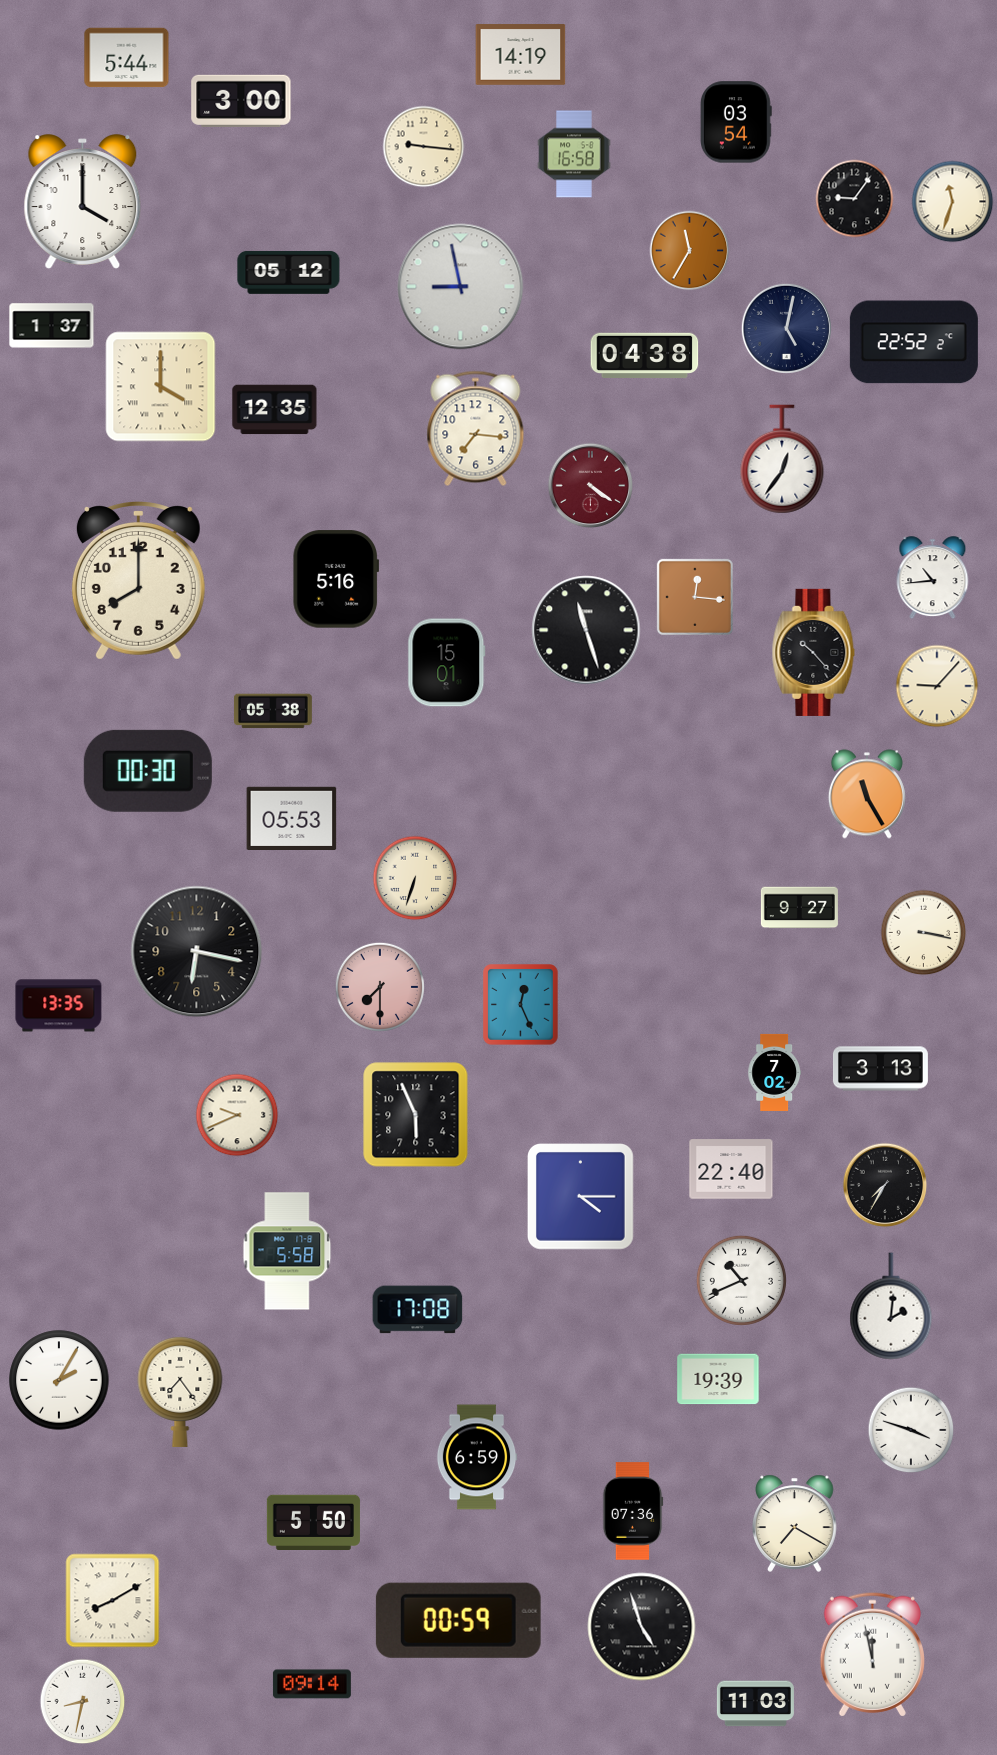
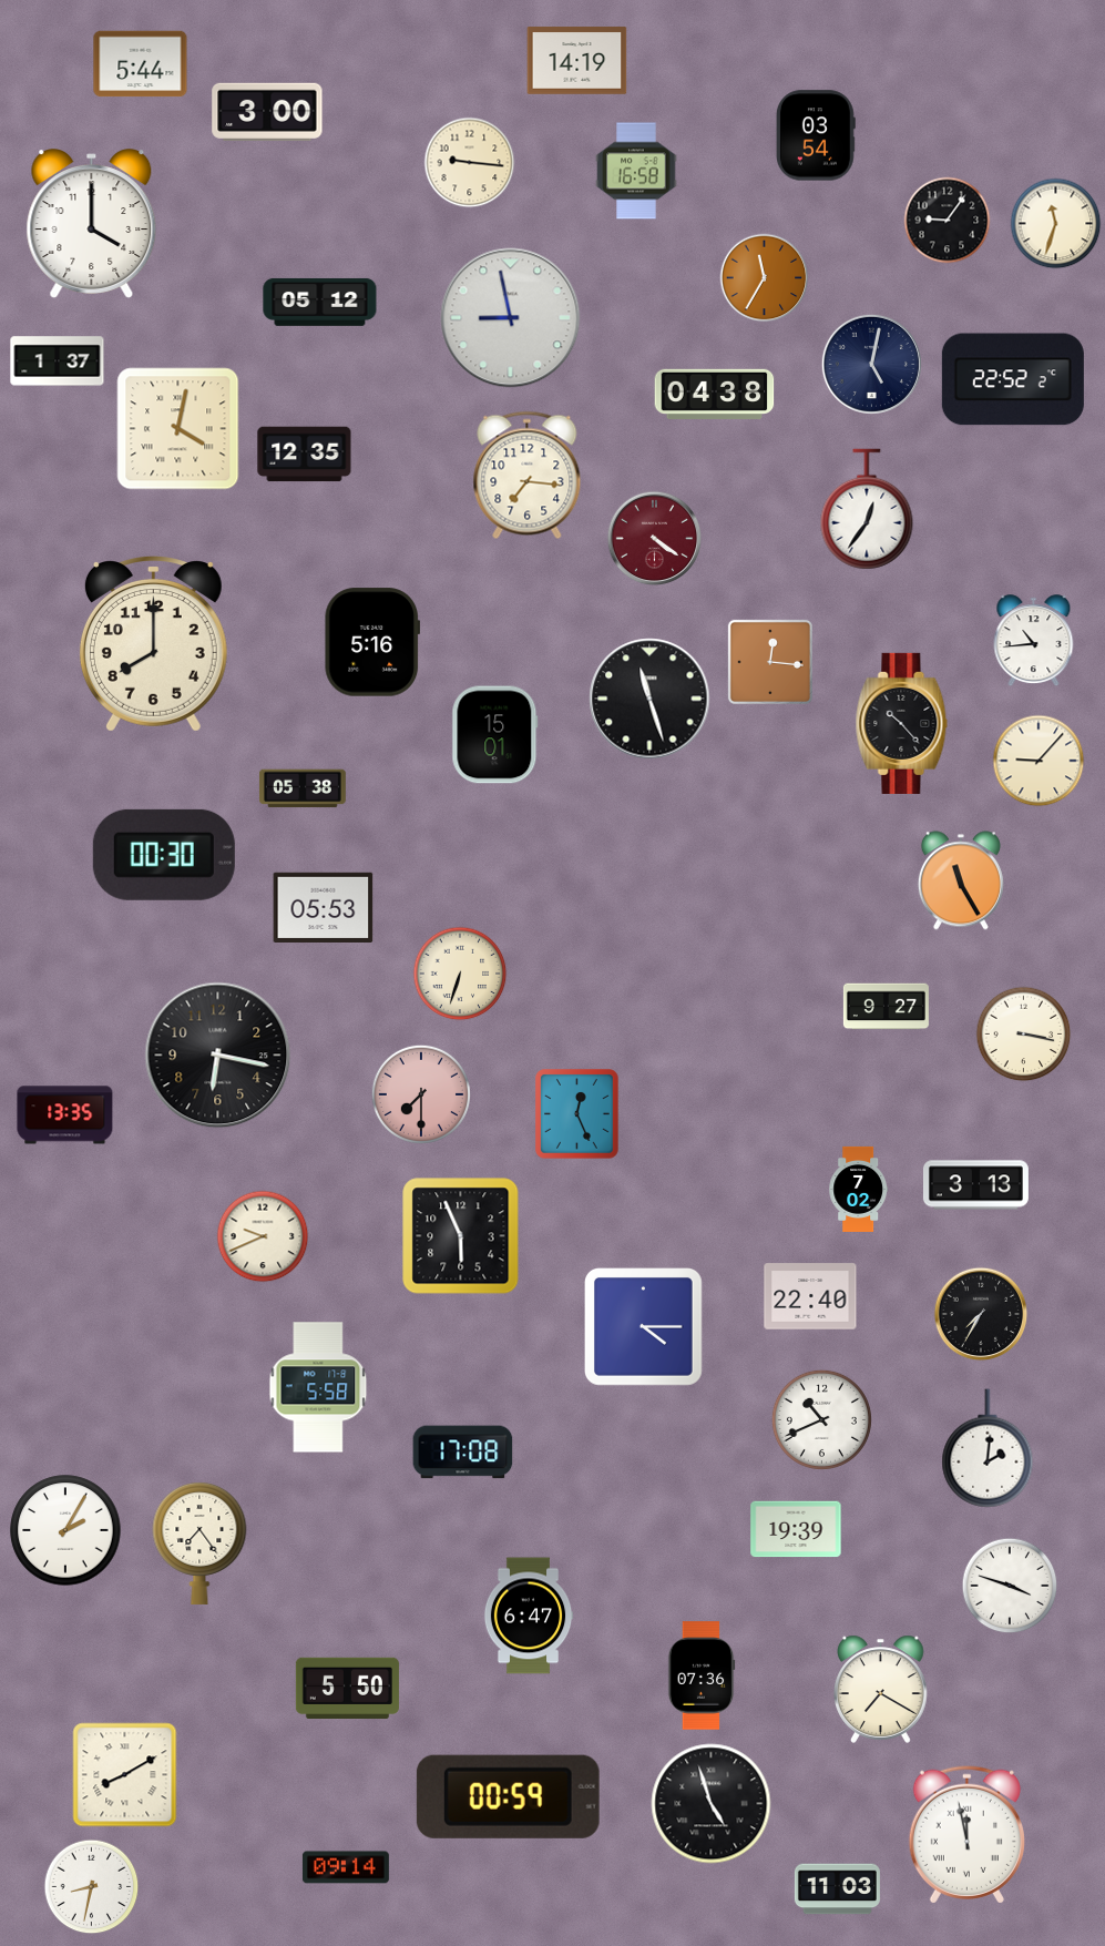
clock at (161, 387): 4:00 -> 4:02
clock at (477, 1457): 6:59 -> 6:47
